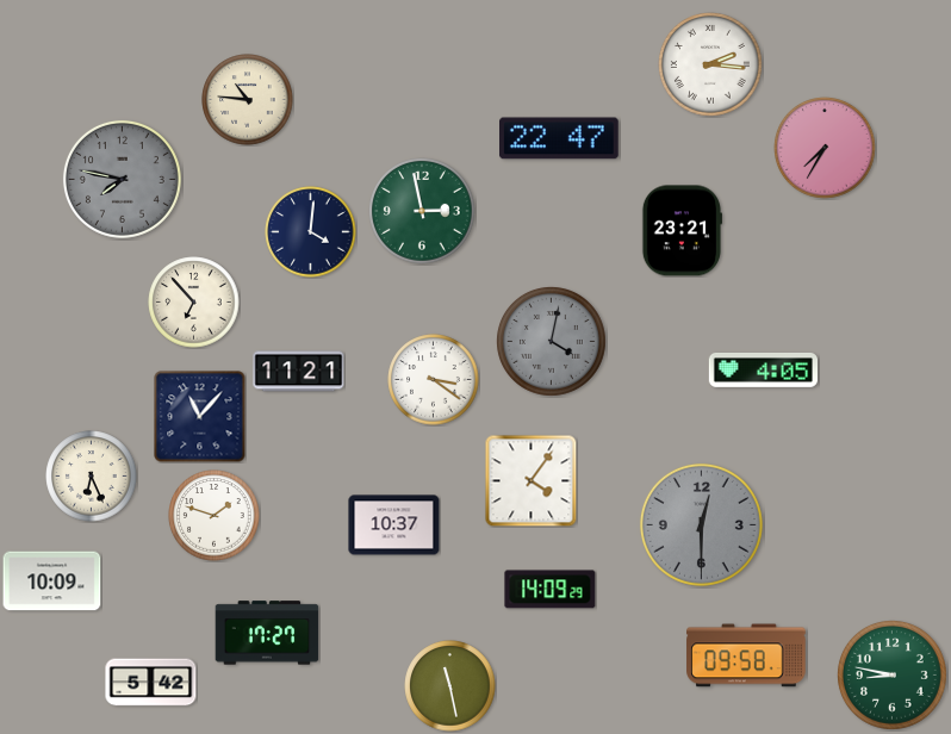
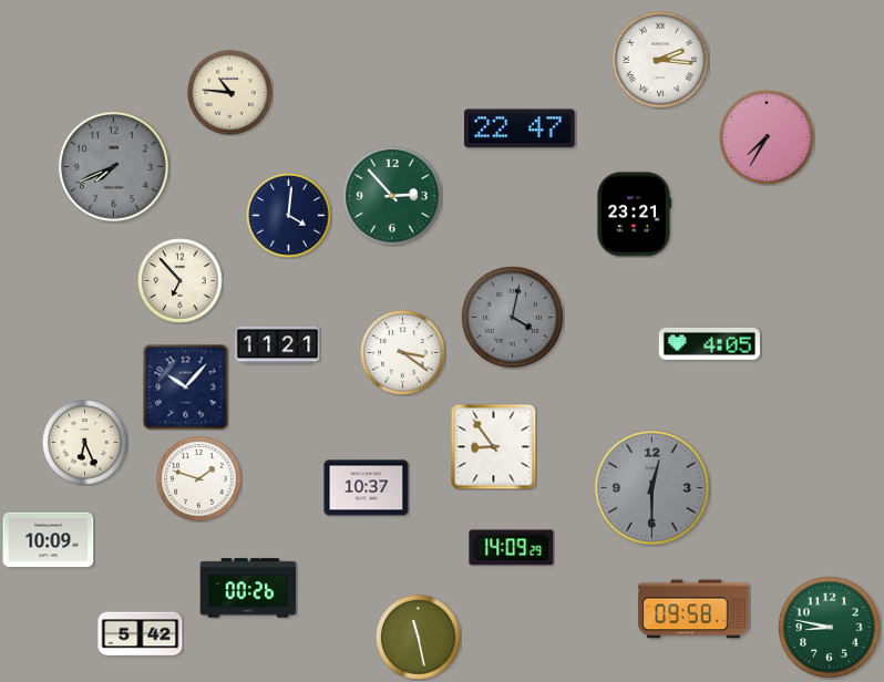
clock at (122, 179): 7:47 -> 7:41
clock at (423, 212): 2:58 -> 2:53
clock at (200, 417): 11:07 -> 10:07
clock at (530, 480): 4:06 -> 8:54
clock at (267, 633): 17:27 -> 00:26
